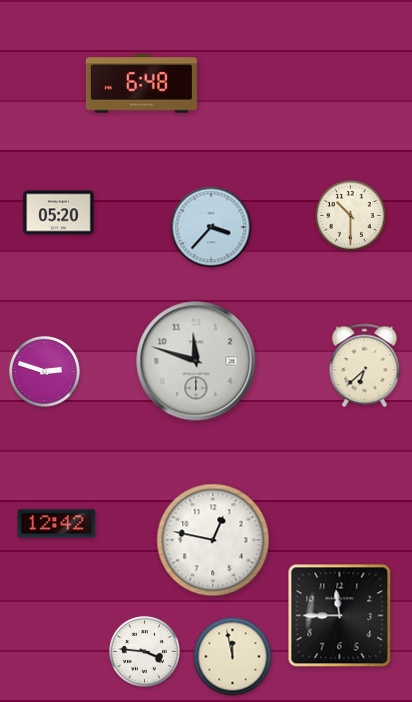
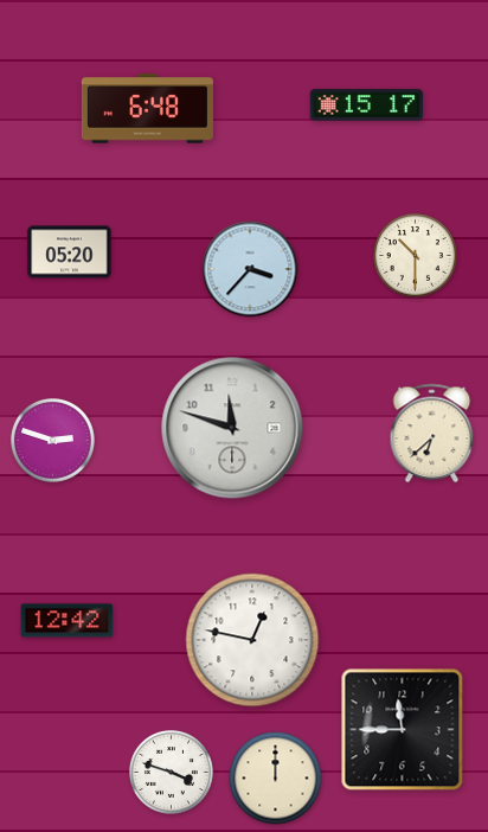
clock at (141, 84) position: (141, 84) -> (147, 109)
clock at (366, 105): none -> 15:17
clock at (144, 651): 3:46 -> 3:48
clock at (233, 657): 11:58 -> 12:00
